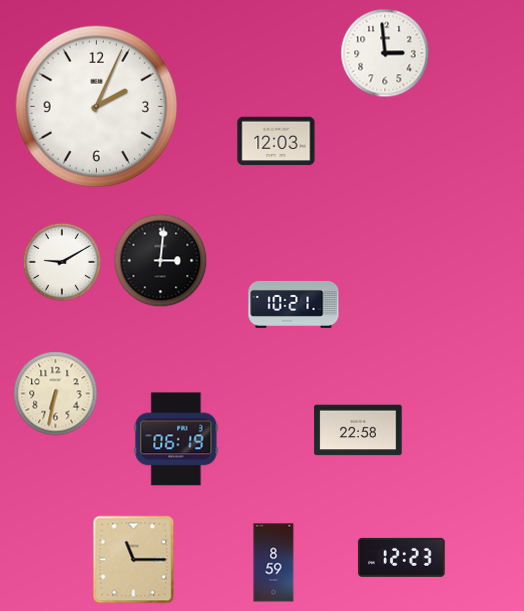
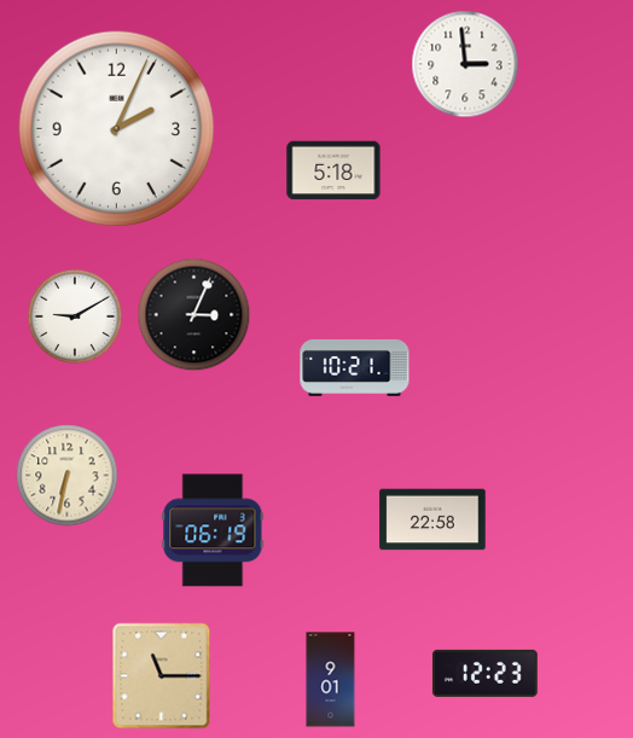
clock at (276, 141): 12:03 -> 5:18
clock at (161, 261): 3:01 -> 3:04
clock at (274, 563): 8:59 -> 9:01
